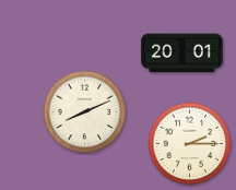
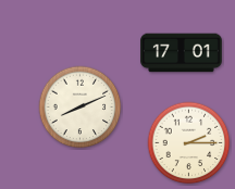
clock at (182, 54): 20:01 -> 17:01
clock at (85, 112) position: (85, 112) -> (81, 108)
